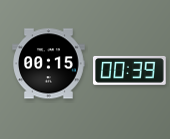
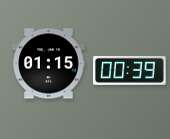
clock at (49, 64): 00:15 -> 01:15
